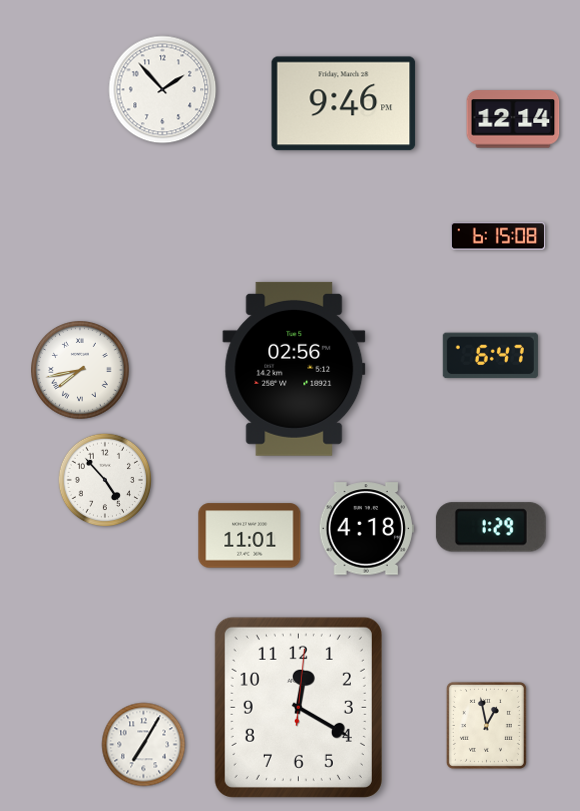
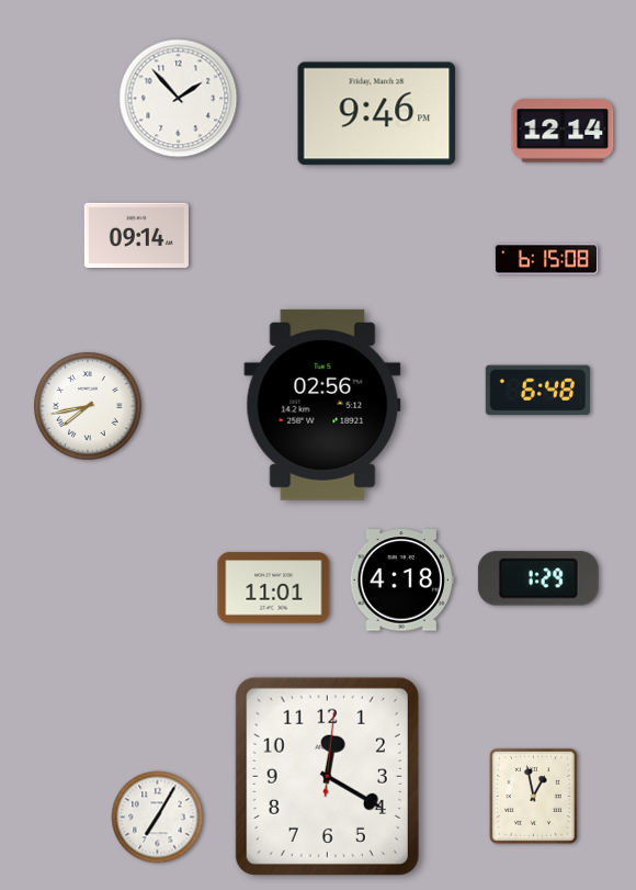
clock at (136, 236): none -> 09:14
clock at (490, 356): 6:47 -> 6:48
clock at (105, 480): 4:53 -> none
